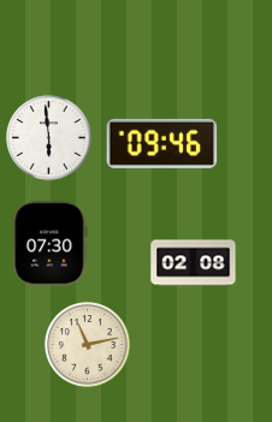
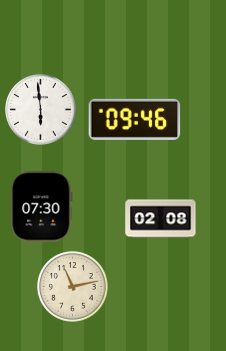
clock at (49, 138) position: (49, 138) -> (41, 110)
clock at (51, 244) position: (51, 244) -> (42, 207)
